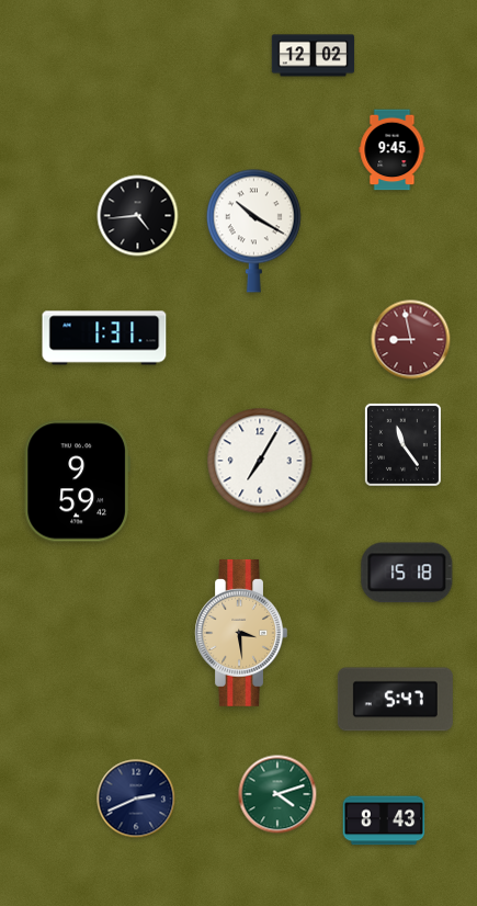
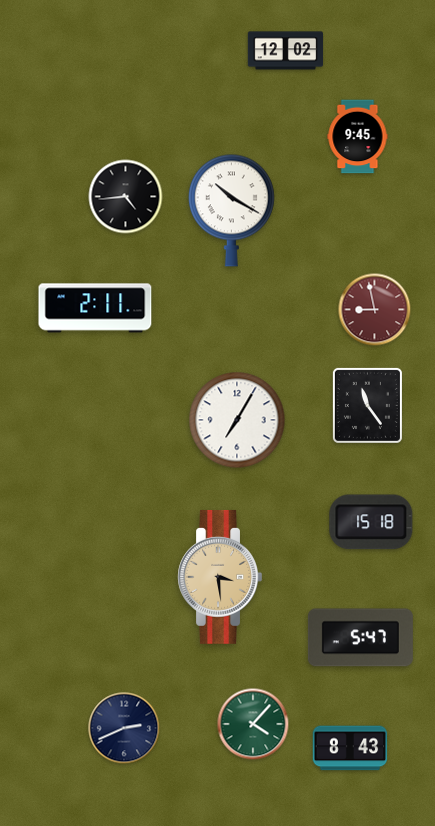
clock at (104, 338): 1:31 -> 2:11
clock at (77, 482): 9:59 -> none
clock at (277, 794): 4:12 -> 4:07
